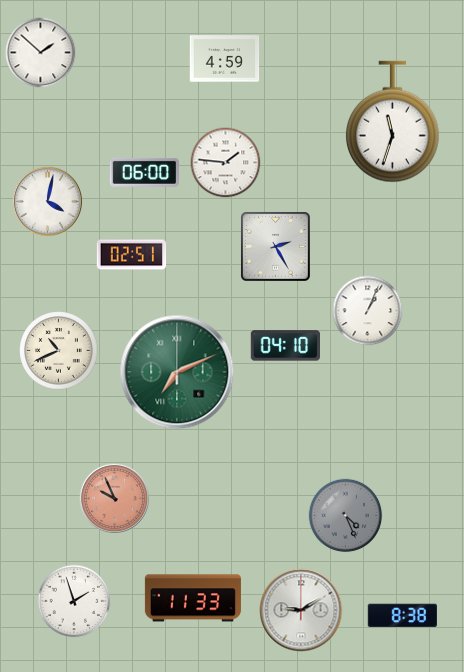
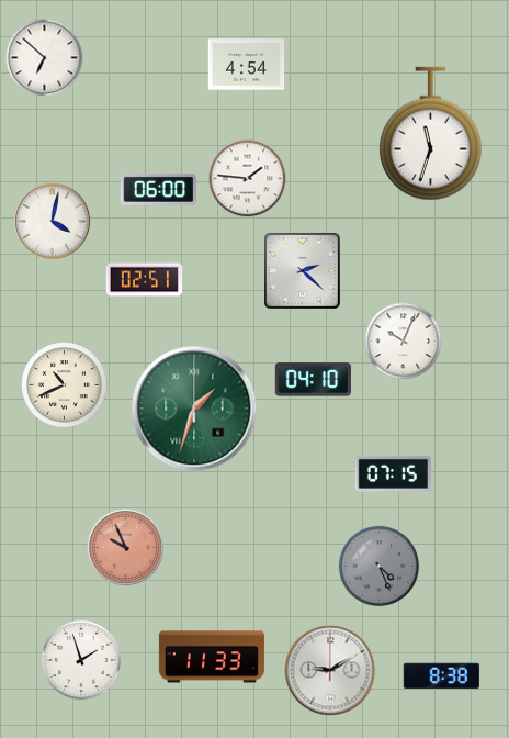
clock at (41, 53): 1:52 -> 6:52
clock at (225, 59): 4:59 -> 4:54
clock at (276, 247): 2:25 -> 2:22
clock at (368, 311): 1:04 -> 10:04
clock at (177, 372): 7:11 -> 1:33
clock at (393, 473): none -> 07:15
